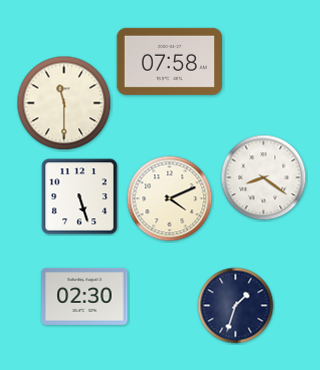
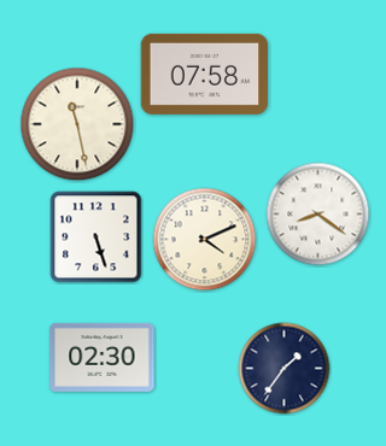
clock at (64, 103): 11:30 -> 11:28
clock at (236, 306): 1:33 -> 1:36
